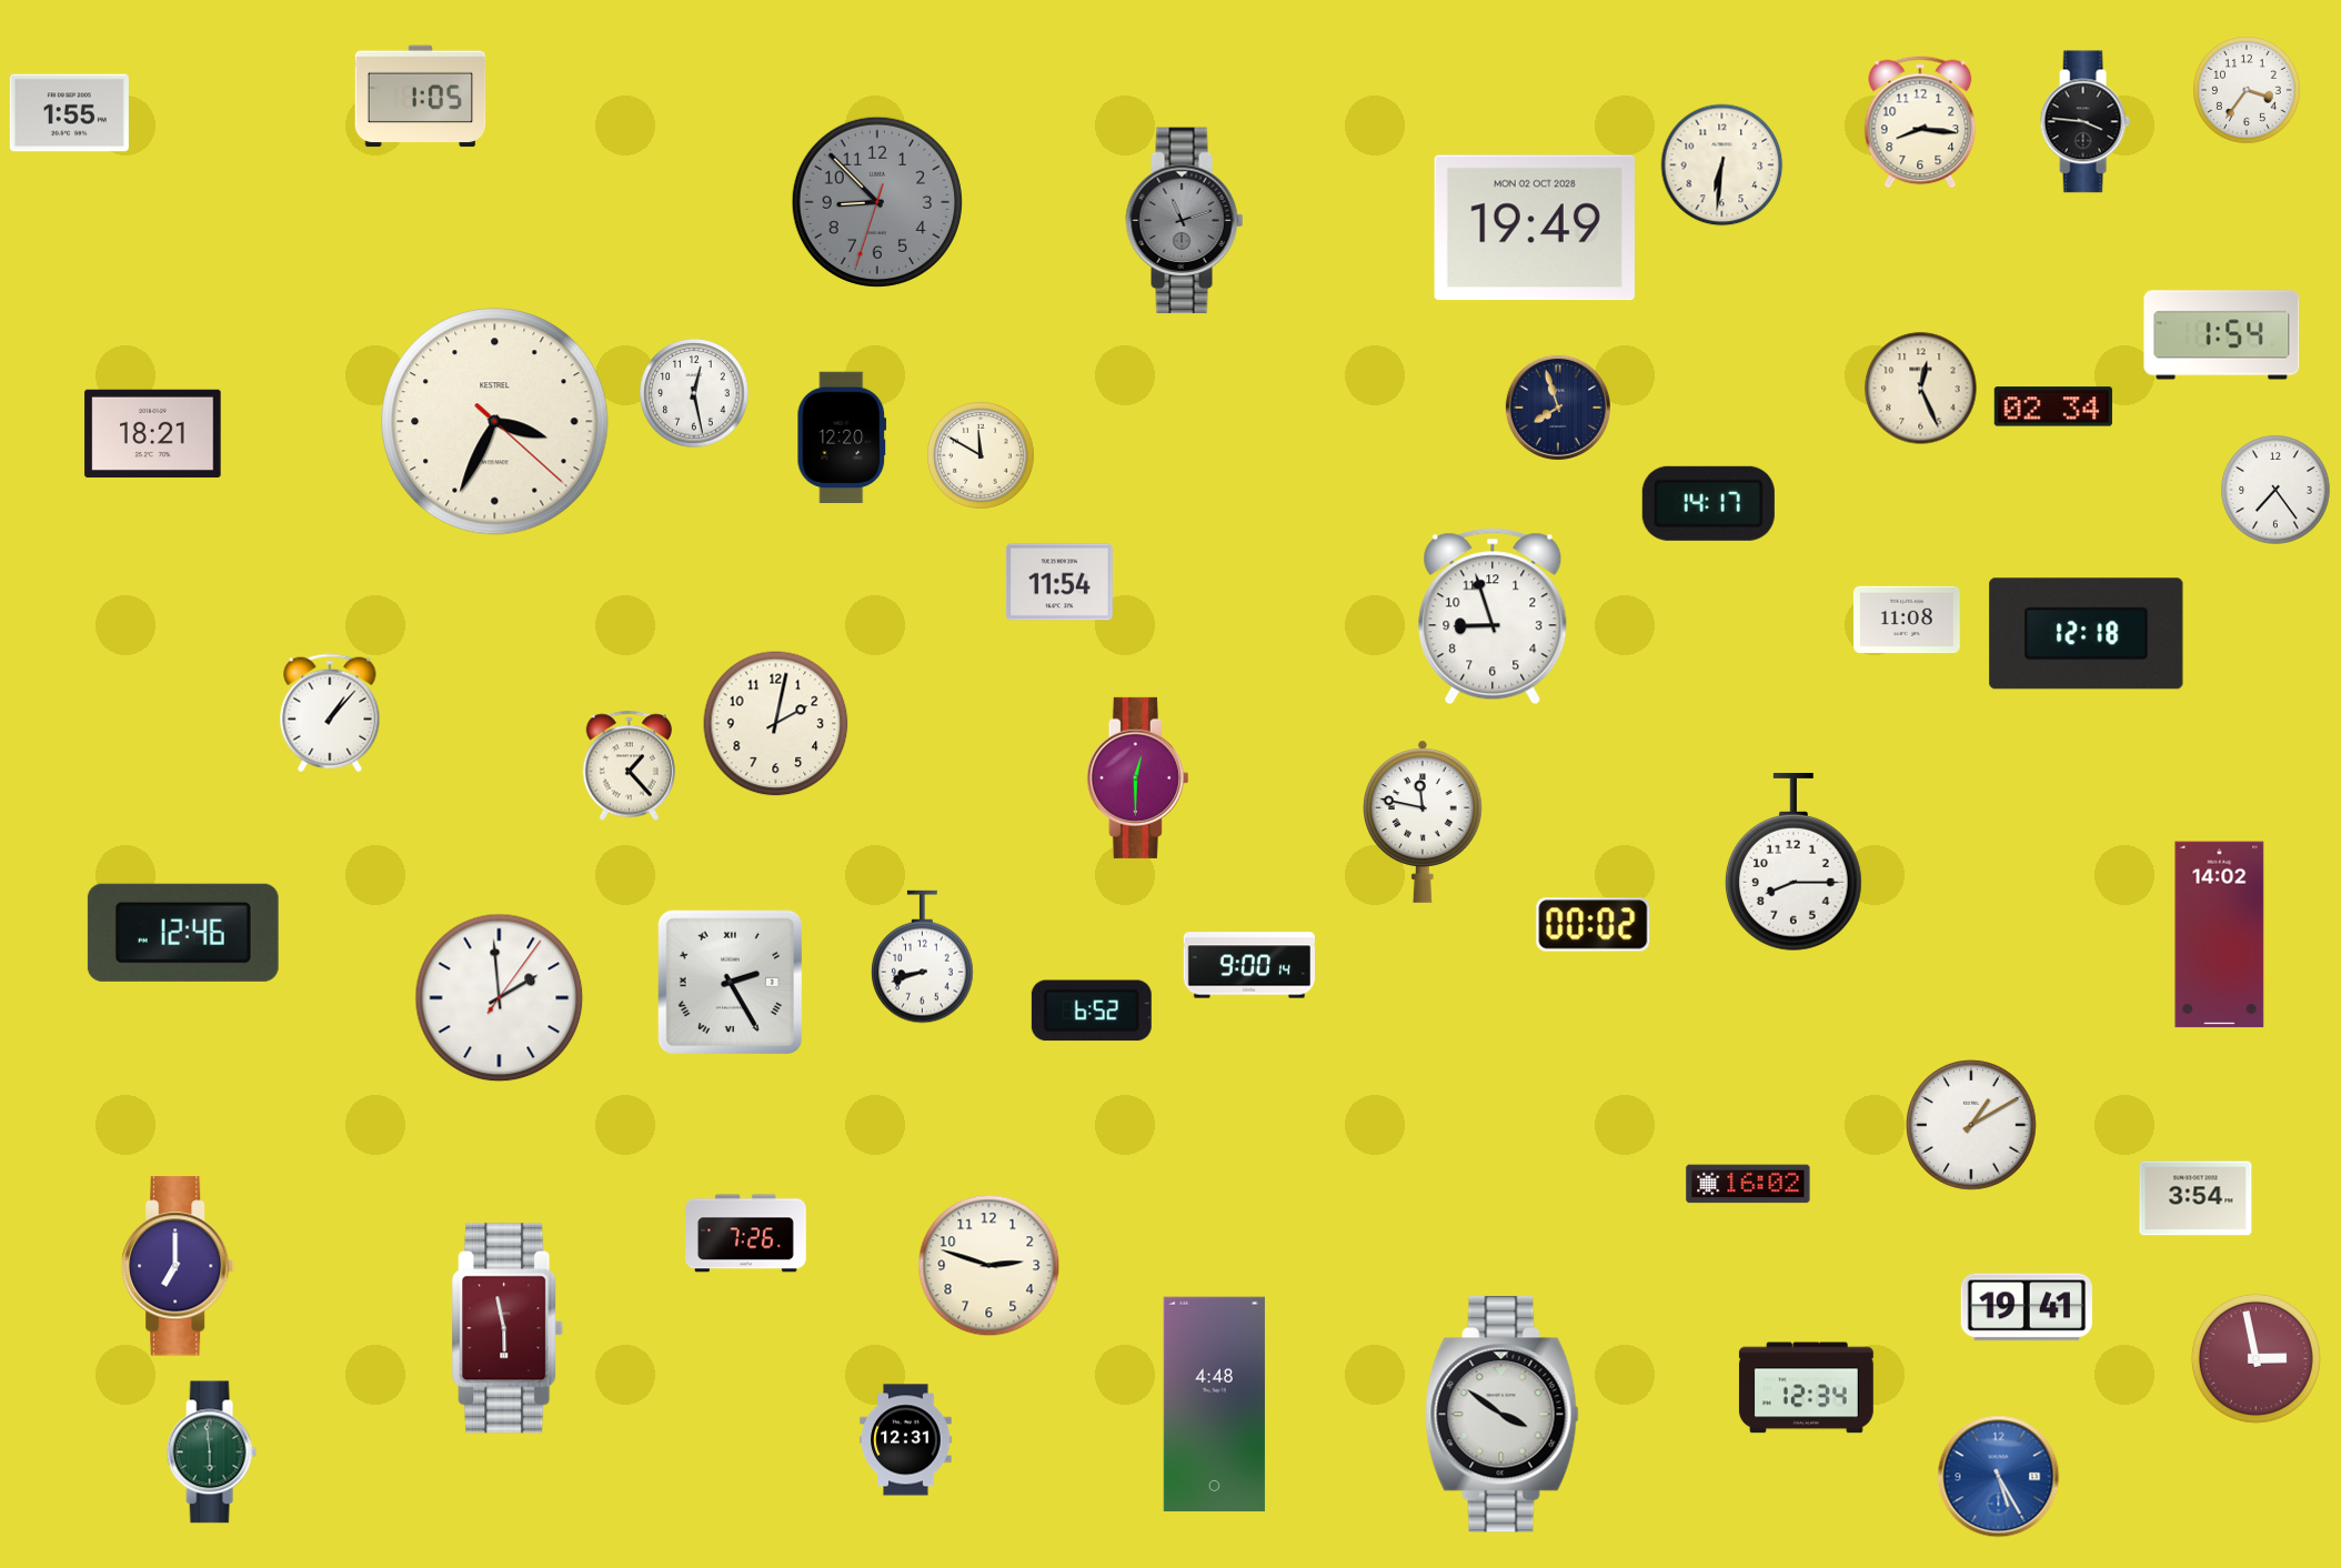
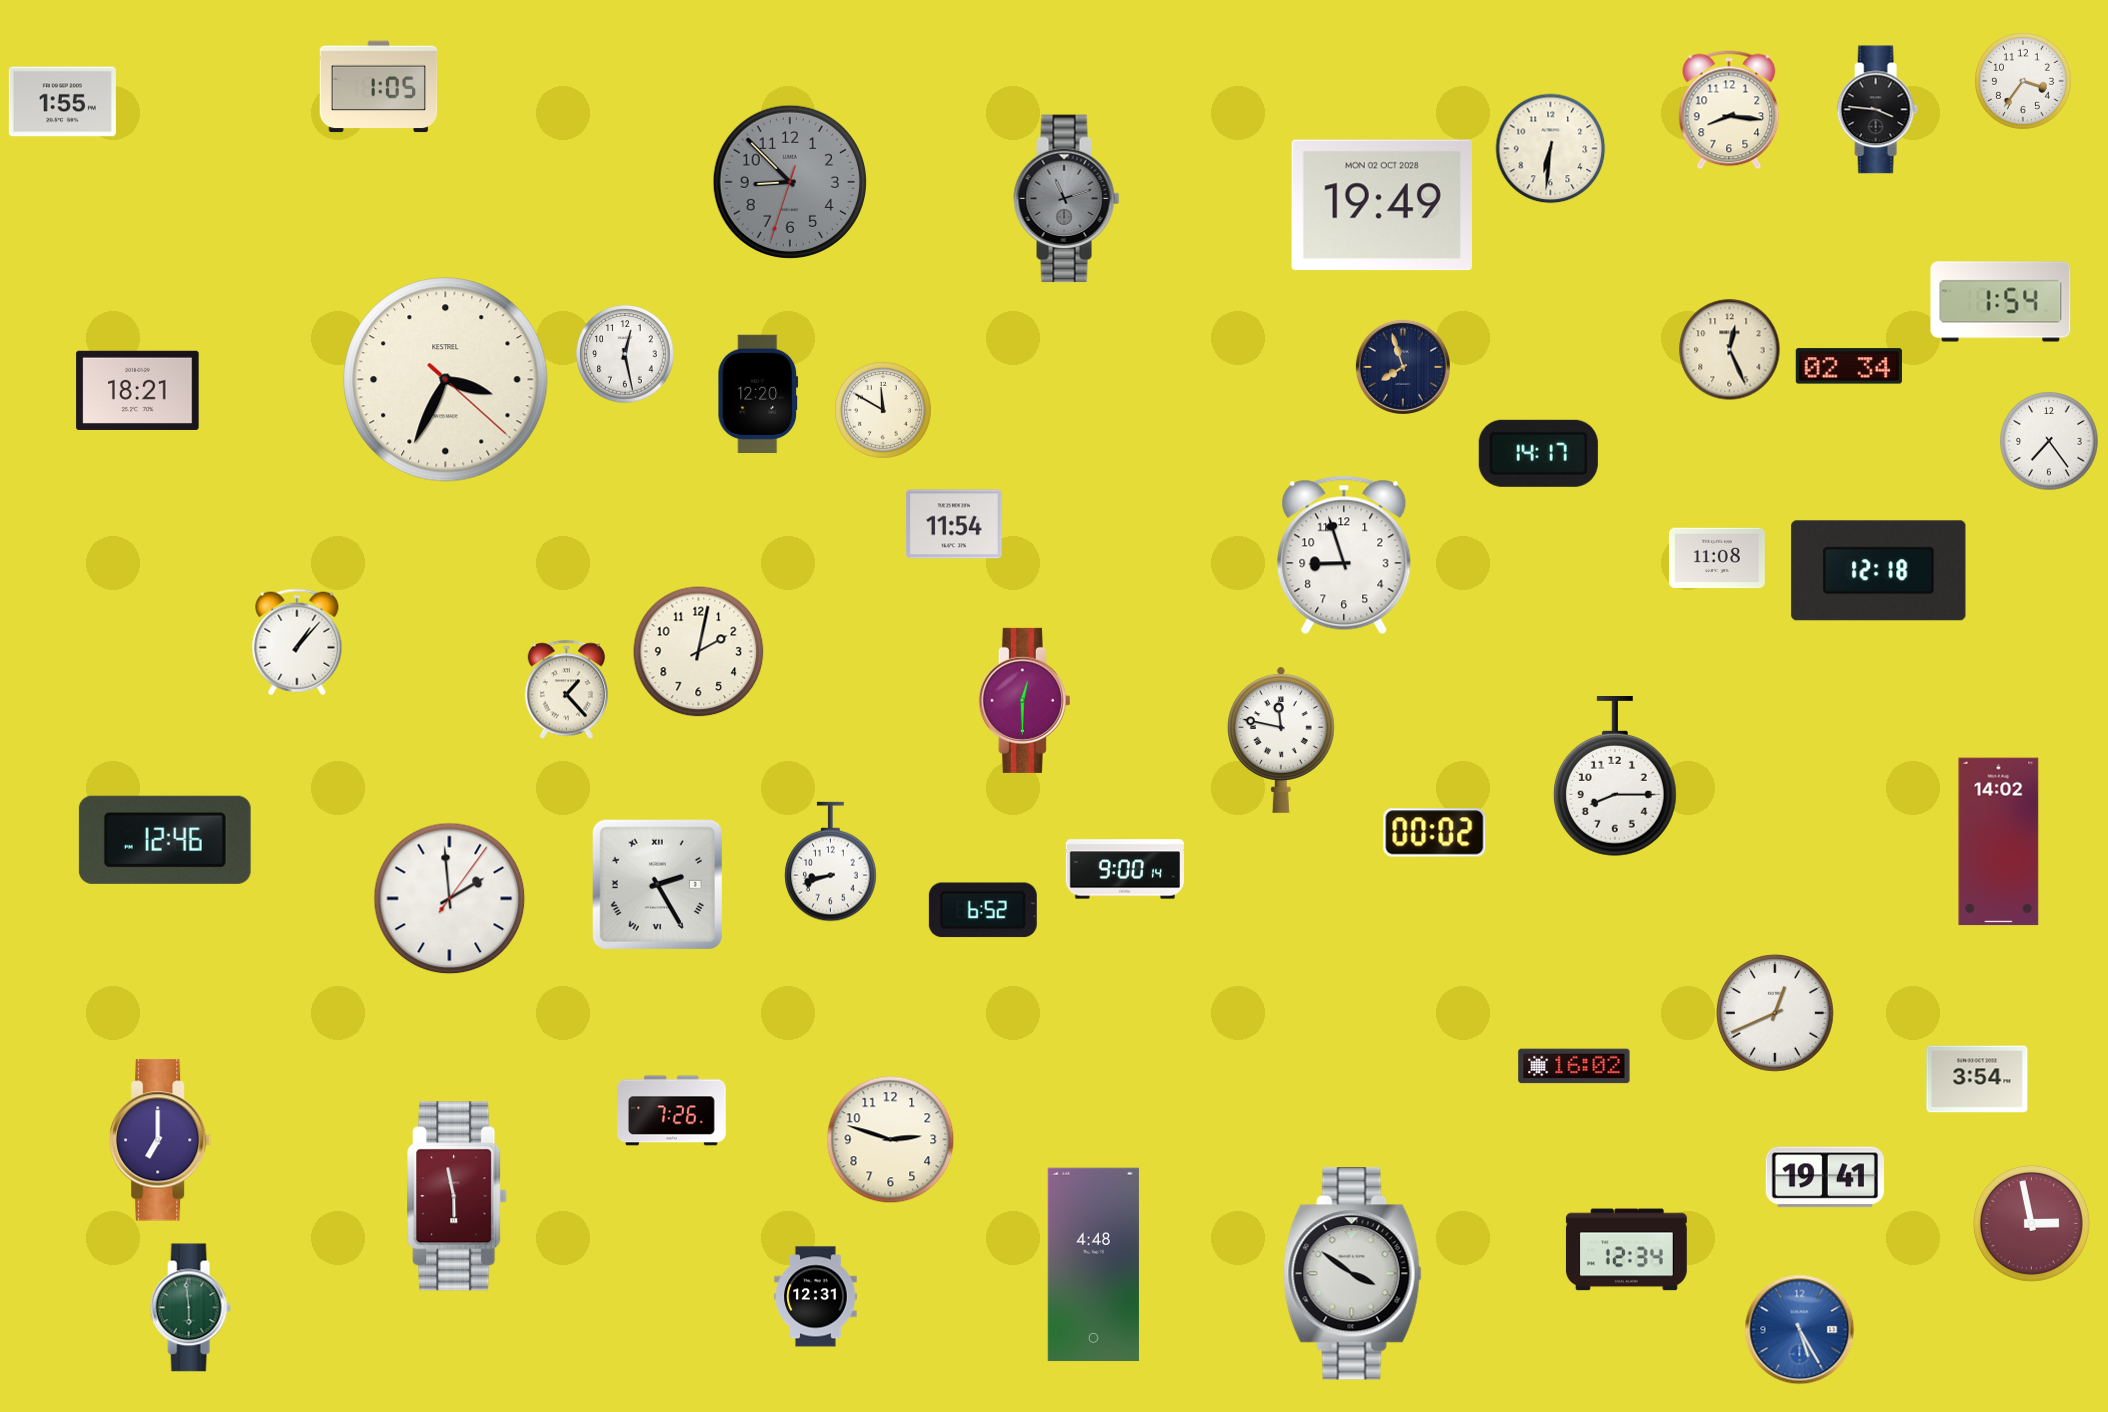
clock at (1972, 1126): 1:10 -> 12:41
